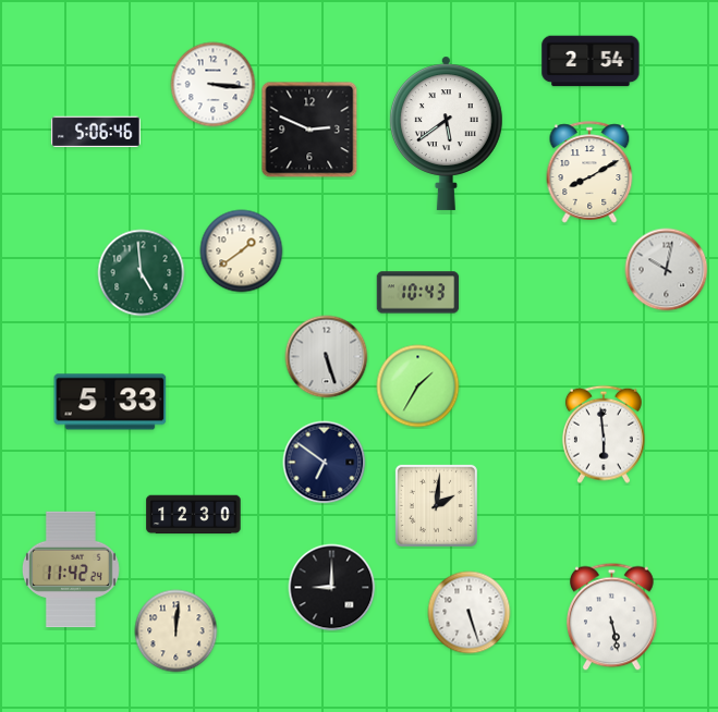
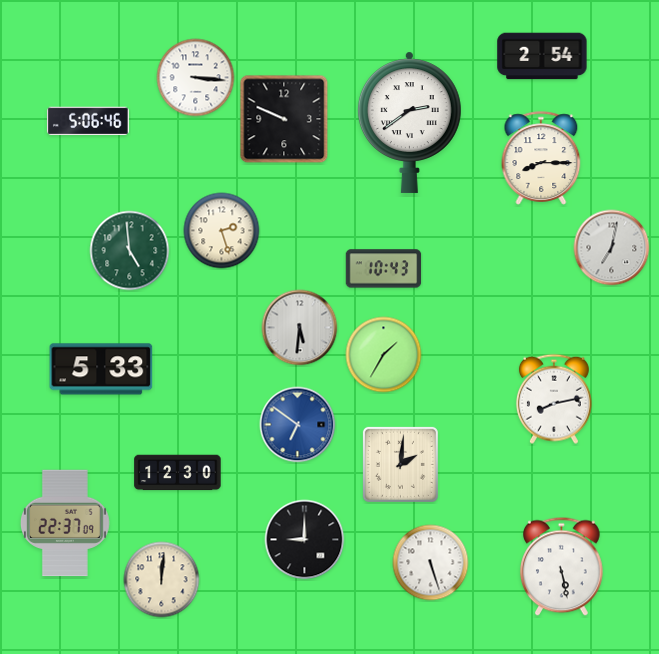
clock at (309, 130): 2:49 -> 9:49
clock at (446, 133): 5:39 -> 2:39
clock at (589, 172): 8:10 -> 8:15
clock at (242, 251): 1:39 -> 2:27
clock at (667, 270): 10:02 -> 7:02
clock at (327, 357): 5:27 -> 5:31
clock at (604, 434): 5:59 -> 8:13
clock at (325, 463) dial: navy -> blue
clock at (71, 569): 11:42 -> 22:37
